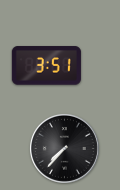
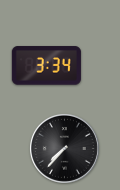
clock at (46, 66): 3:51 -> 3:34
